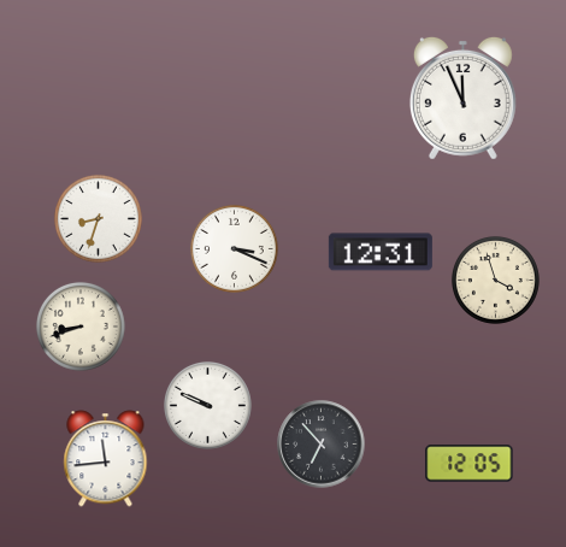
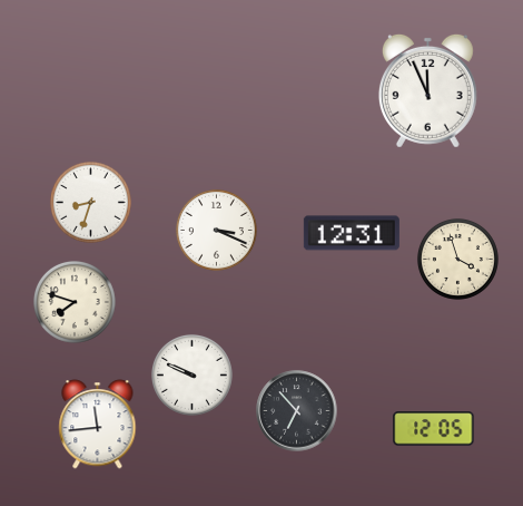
clock at (81, 327): 8:42 -> 7:48
